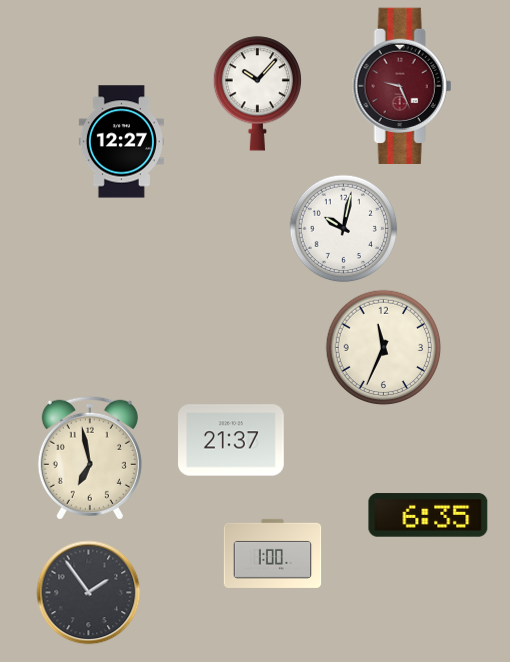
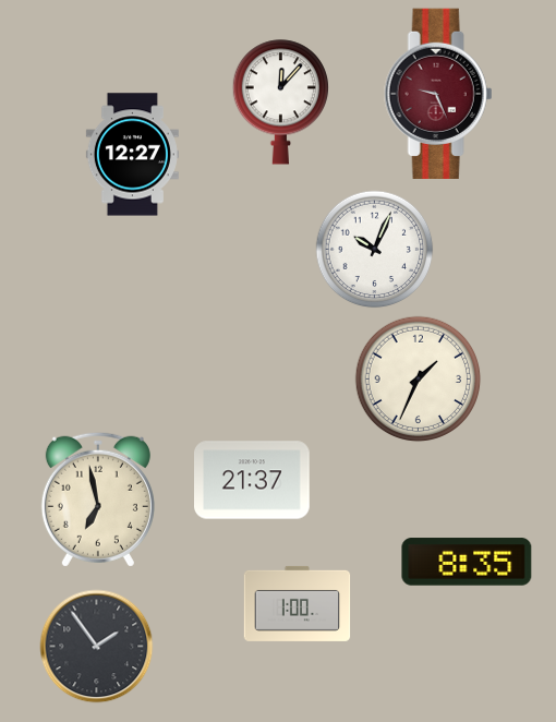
clock at (257, 94): 10:07 -> 12:07
clock at (344, 229): 10:02 -> 10:04
clock at (384, 348): 11:34 -> 1:34
clock at (428, 515): 6:35 -> 8:35
